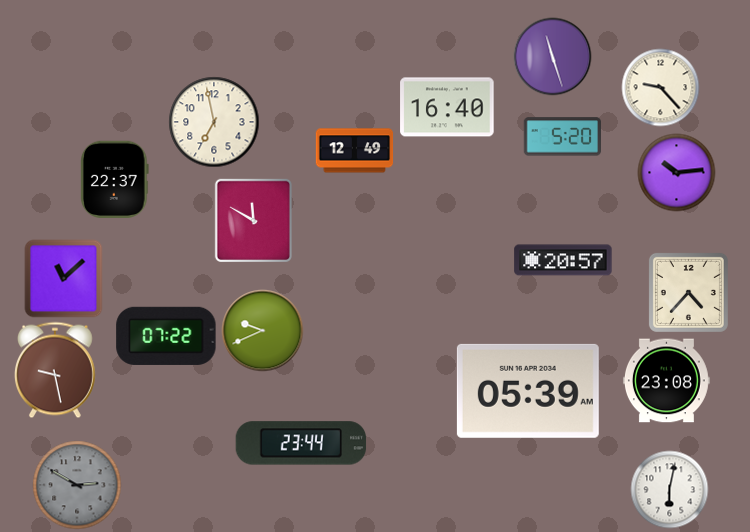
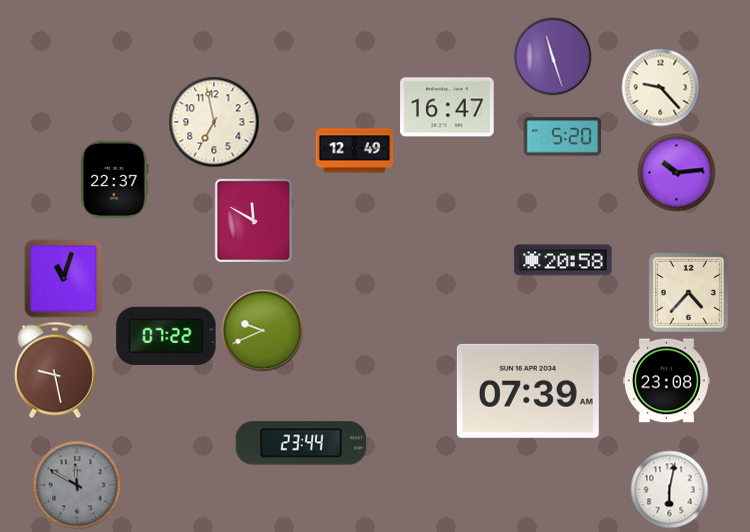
clock at (447, 107): 16:40 -> 16:47
clock at (563, 260): 20:57 -> 20:58
clock at (63, 278): 11:08 -> 11:03
clock at (528, 391): 05:39 -> 07:39
clock at (77, 485): 2:50 -> 11:50
